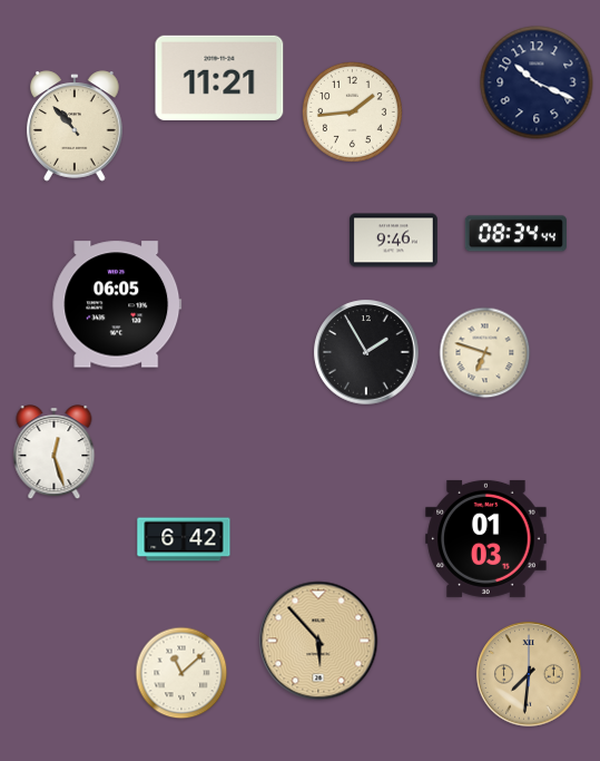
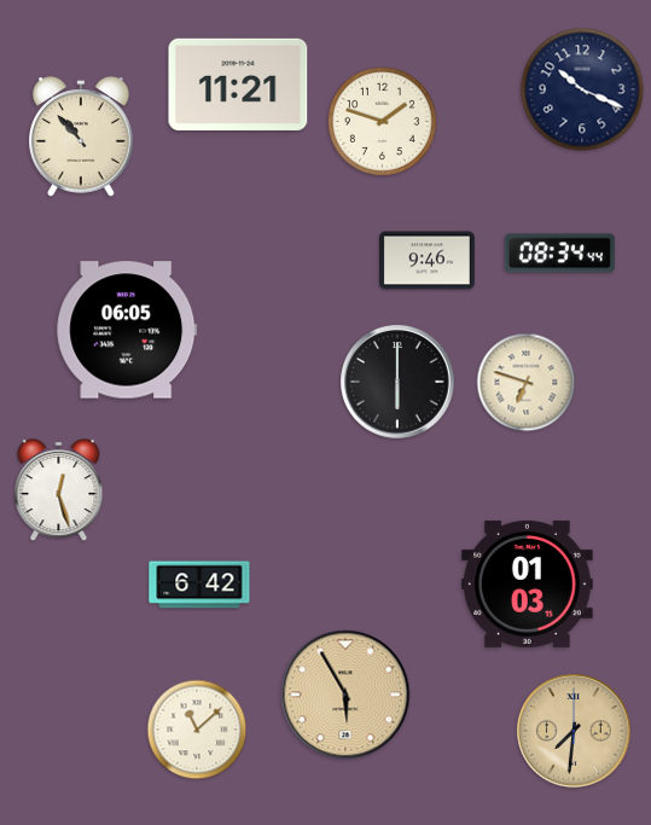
clock at (352, 111): 1:44 -> 1:48
clock at (366, 352): 1:55 -> 6:00
clock at (318, 641): 5:53 -> 5:55
